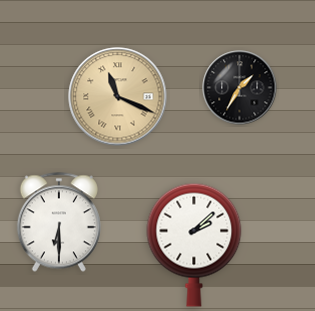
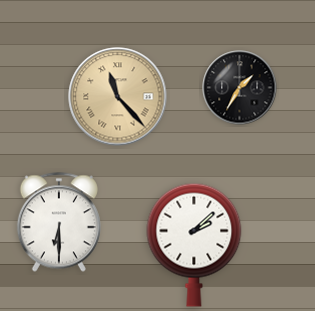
clock at (118, 97): 11:19 -> 11:23
